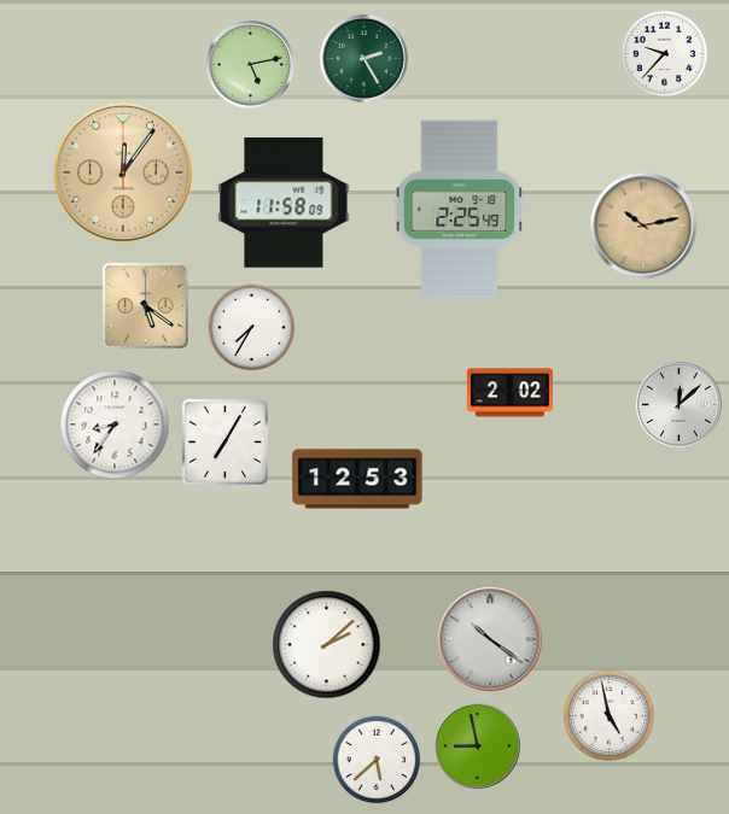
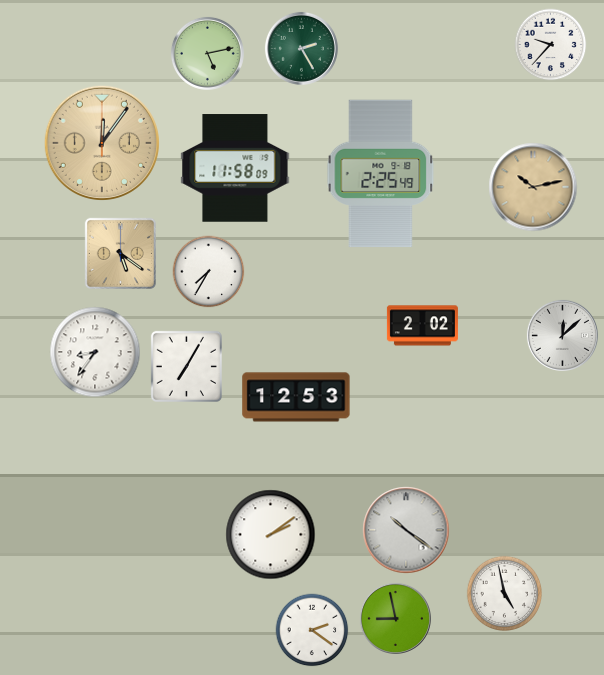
clock at (327, 645): 2:08 -> 2:09
clock at (377, 760): 5:38 -> 2:21
